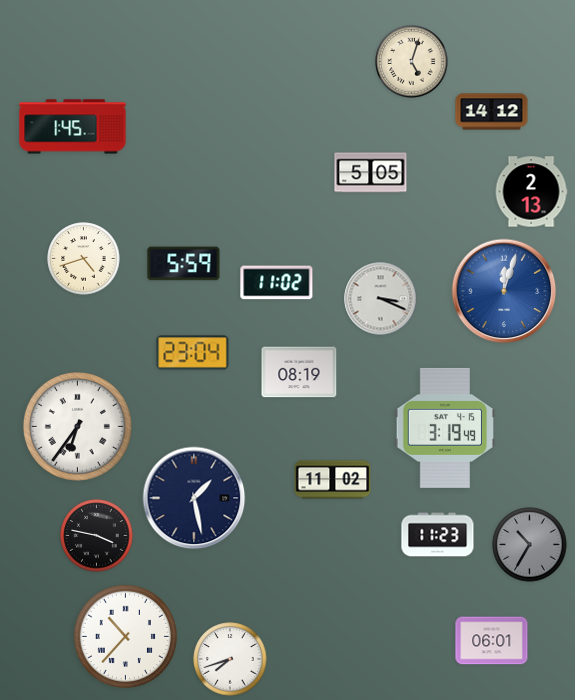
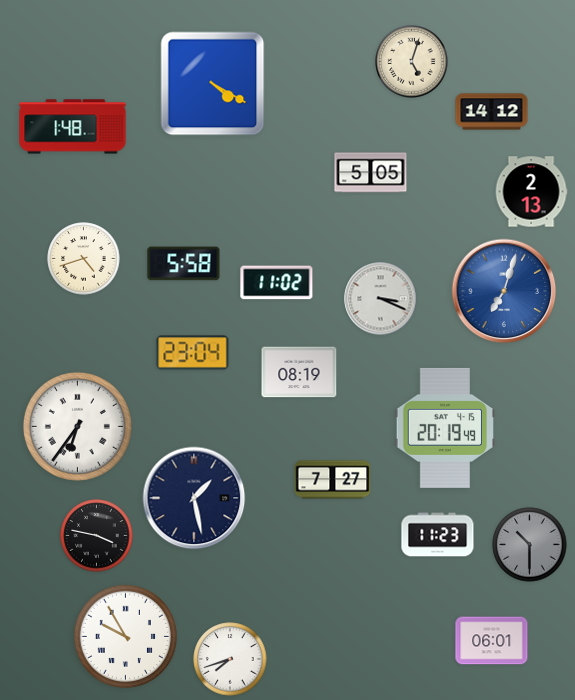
clock at (213, 84): none -> 4:20
clock at (73, 127): 1:45 -> 1:48
clock at (184, 264): 5:59 -> 5:58
clock at (504, 291): 12:03 -> 7:03
clock at (445, 428): 3:19 -> 20:19
clock at (333, 480): 11:02 -> 7:27
clock at (530, 545): 10:35 -> 10:30
clock at (125, 636): 10:37 -> 9:55
